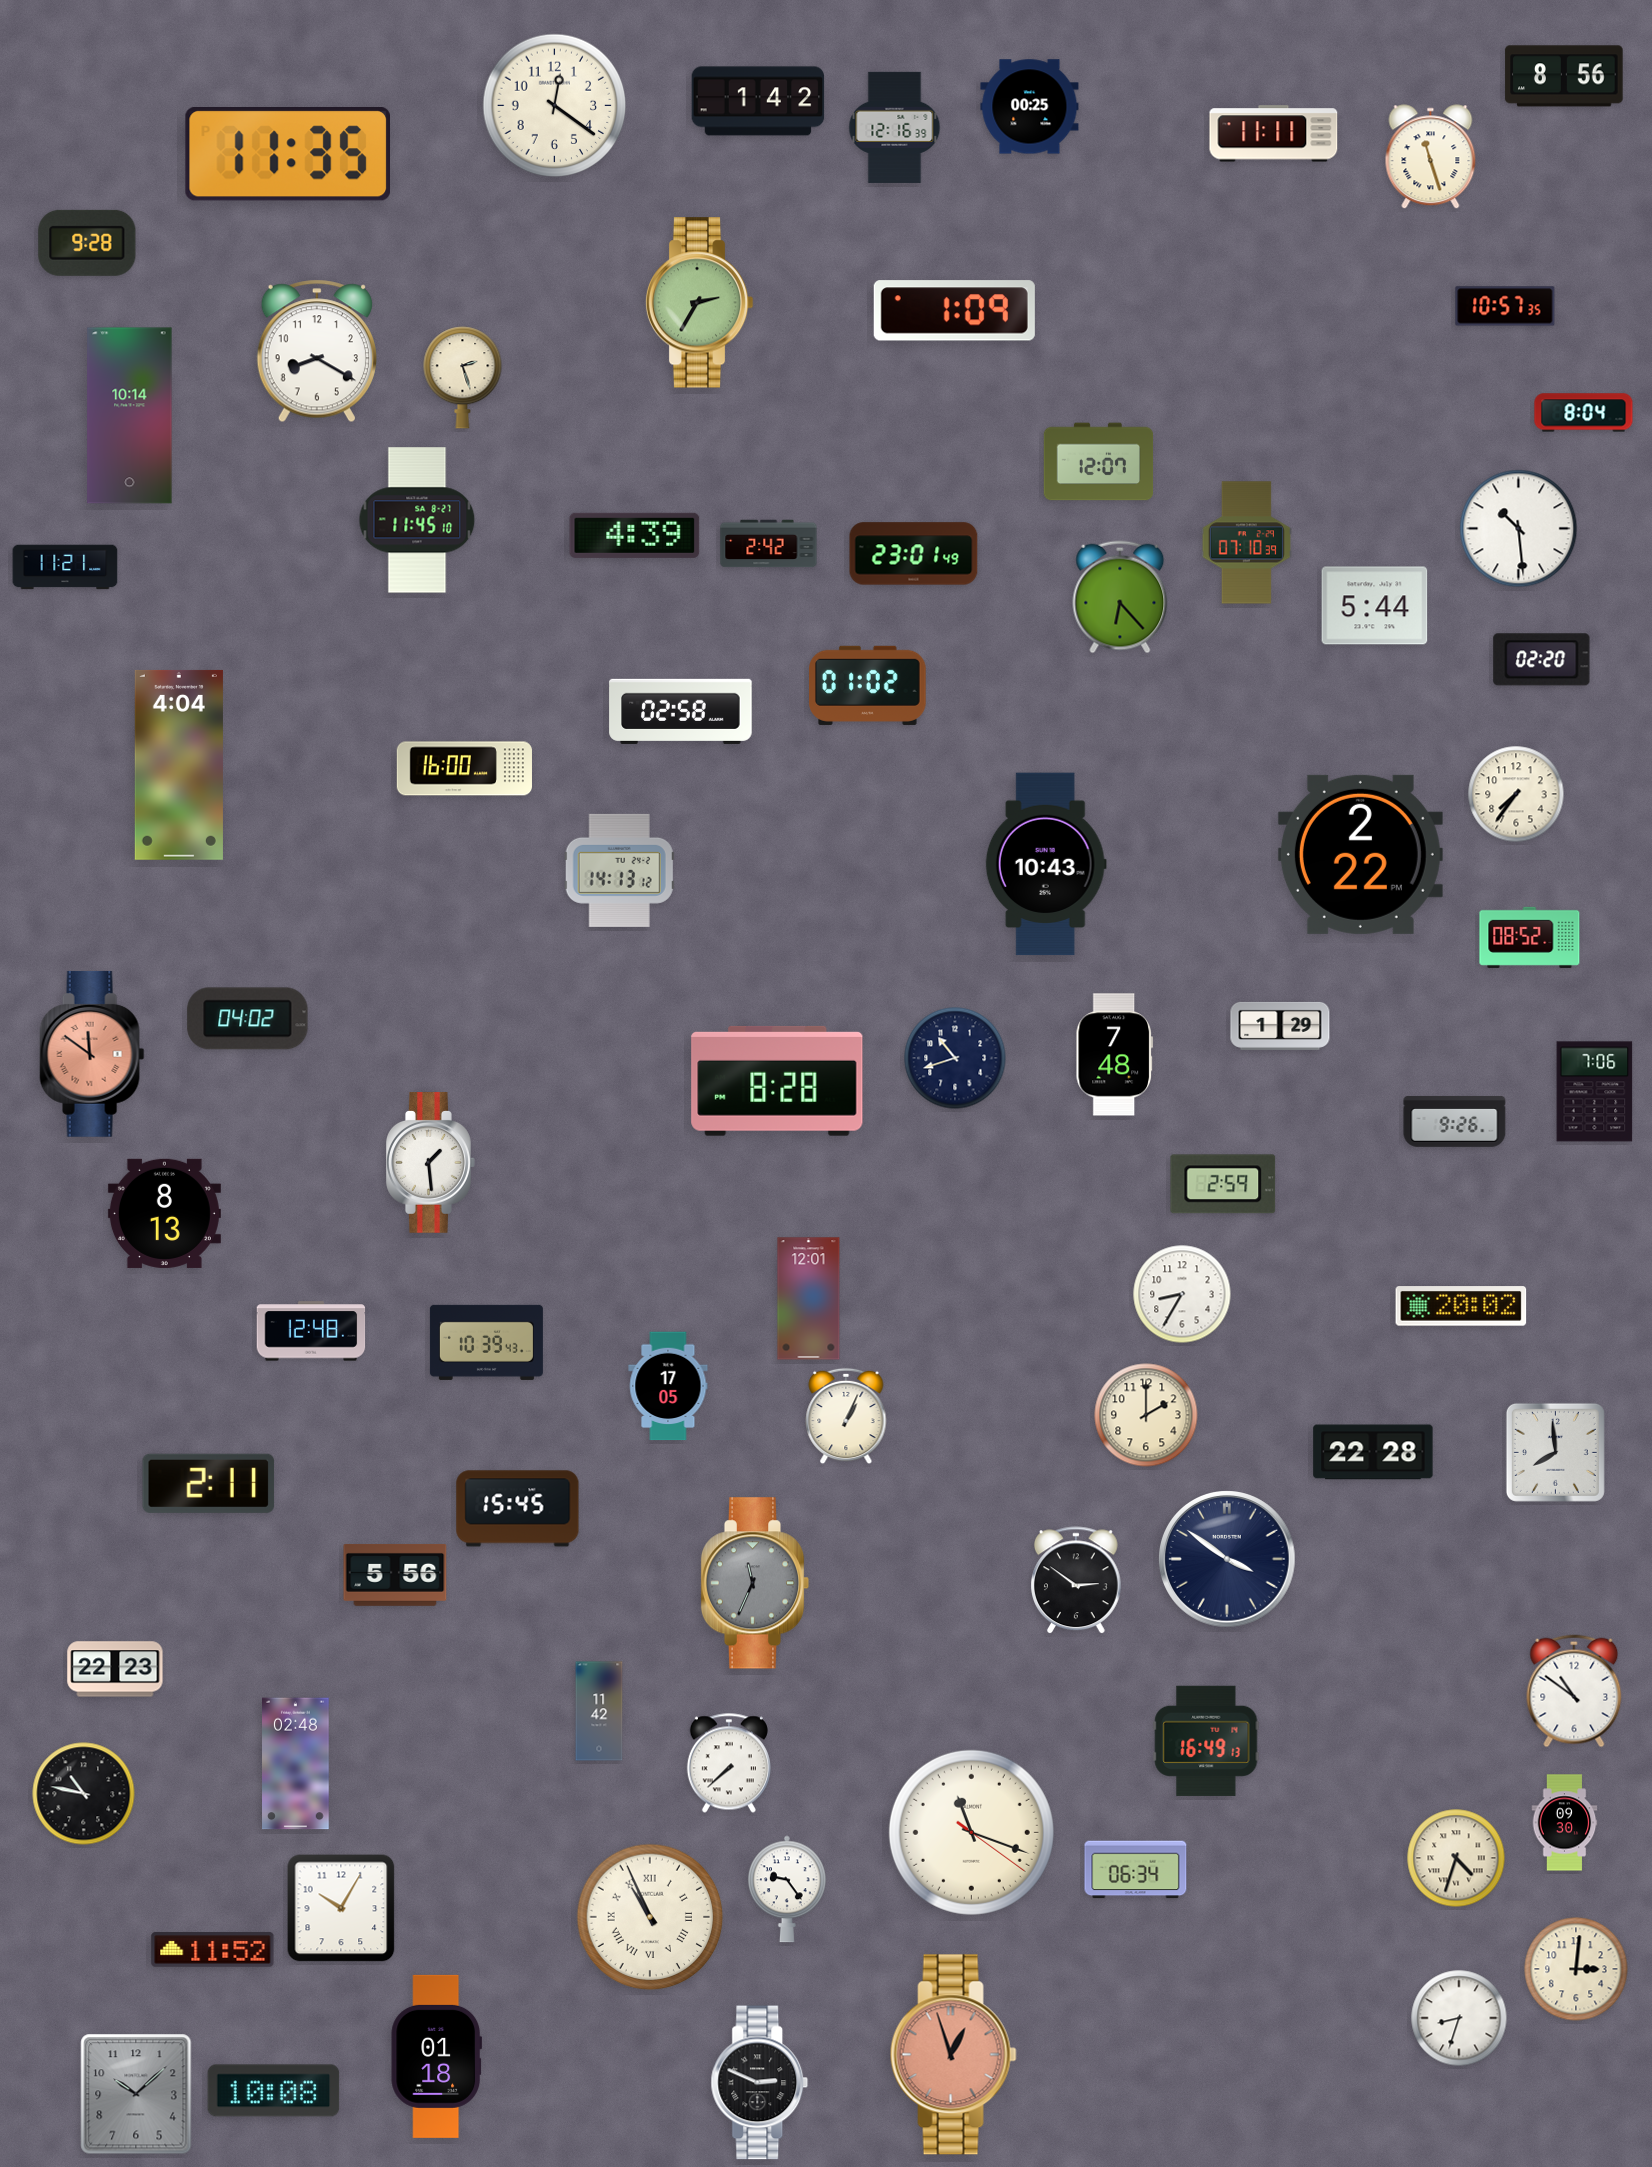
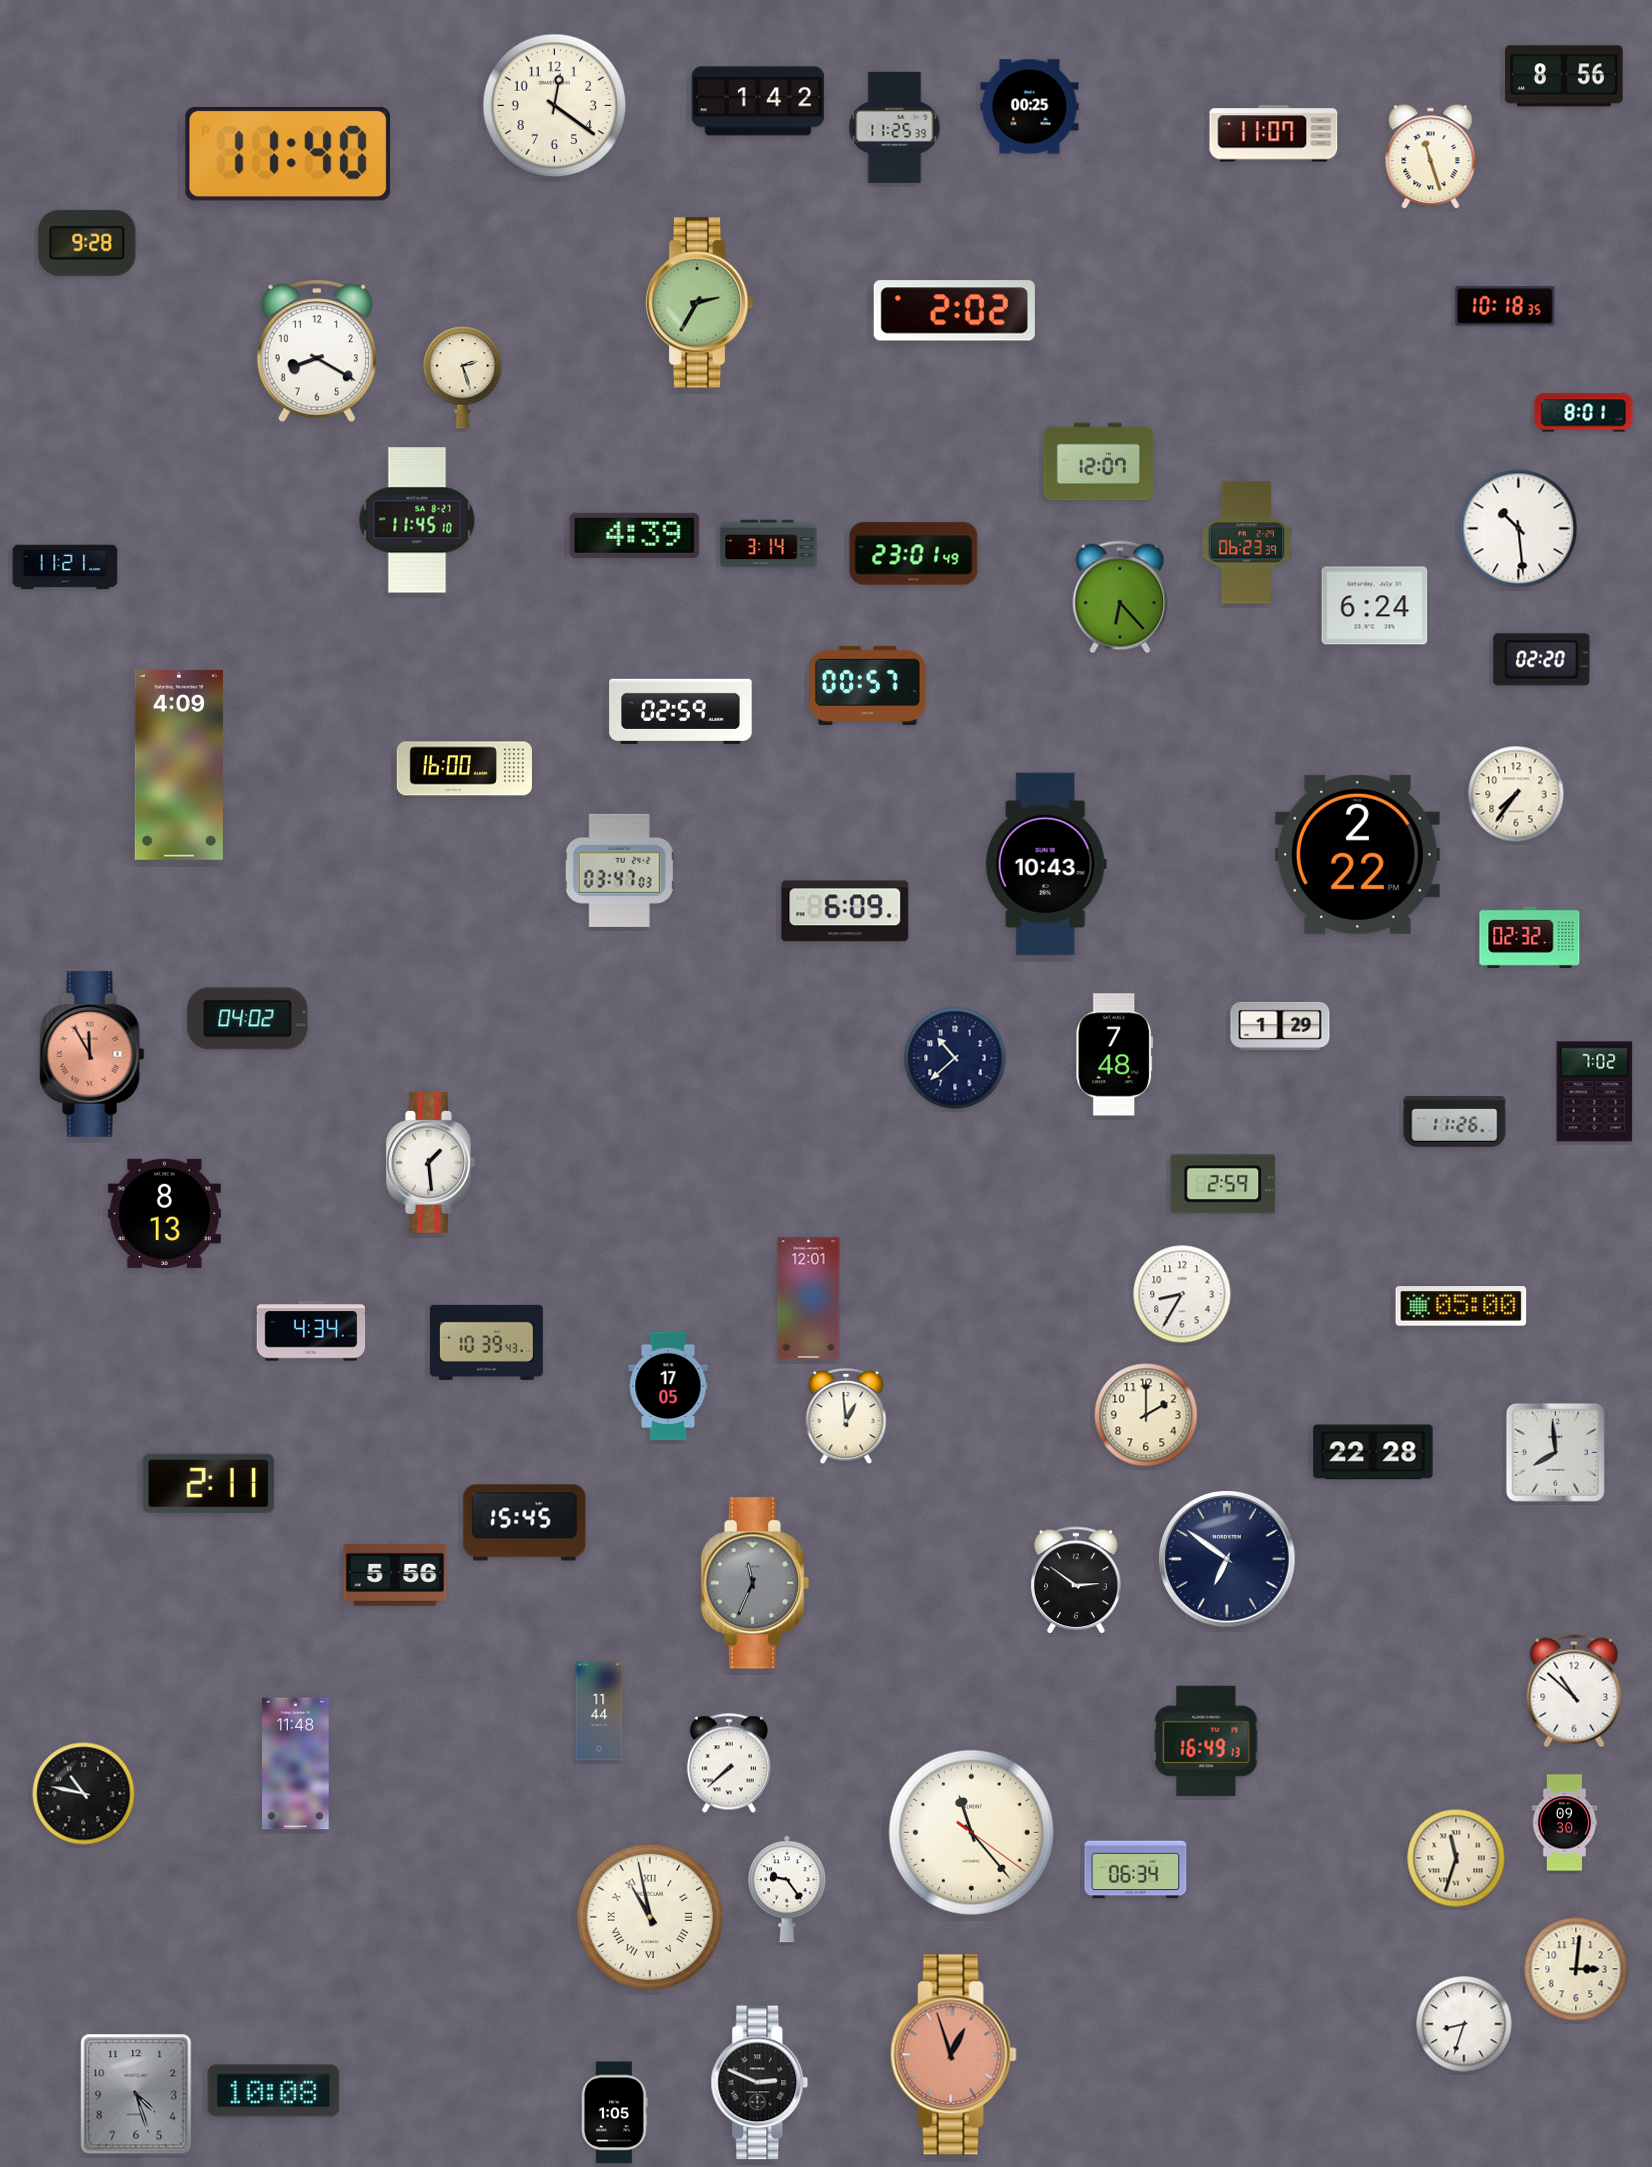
clock at (895, 127): 12:16 -> 11:25
clock at (1274, 134): 11:11 -> 11:07
clock at (287, 155): 11:35 -> 11:40
clock at (1505, 306): 10:57 -> 10:18
clock at (954, 311): 1:09 -> 2:02
clock at (1584, 413): 8:04 -> 8:01
clock at (130, 416): 10:14 -> none
clock at (1246, 543): 07:10 -> 06:23
clock at (769, 544): 2:42 -> 3:14
clock at (1375, 606): 5:44 -> 6:24
clock at (868, 685): 01:02 -> 00:57
clock at (681, 711): 02:58 -> 02:59
clock at (179, 765): 4:04 -> 4:09
clock at (1360, 854) position: (1360, 854) -> (1357, 854)
clock at (619, 870): 14:13 -> 03:47
clock at (845, 911): none -> 6:09
clock at (1530, 937): 08:52 -> 02:32
clock at (92, 1054): 11:51 -> 11:55
clock at (955, 1058): 10:42 -> 10:38
clock at (777, 1081): 8:28 -> none
clock at (1595, 1092): 7:06 -> 7:02
clock at (1455, 1122): 9:26 -> 11:26
clock at (1461, 1306): 20:02 -> 05:00
clock at (311, 1331): 12:48 -> 4:34
clock at (846, 1416): 1:04 -> 12:59
clock at (518, 1509) position: (518, 1509) -> (525, 1523)
clock at (1227, 1559): 3:51 -> 6:51
clock at (115, 1669): 22:23 -> none
clock at (1574, 1691): 10:51 -> 10:52
clock at (599, 1711): 11:42 -> 11:44
clock at (296, 1764): 02:48 -> 11:48
clock at (971, 1832): 11:18 -> 11:23
clock at (1456, 1858): 4:33 -> 11:33
clock at (341, 1908): 10:05 -> none
clock at (650, 1917): 10:56 -> 10:58
clock at (213, 1950): 11:52 -> none
clock at (1459, 2018) position: (1459, 2018) -> (1464, 2024)
clock at (436, 2056): 01:18 -> none
clock at (136, 2094): 10:08 -> 4:27
clock at (615, 2113): none -> 1:05
